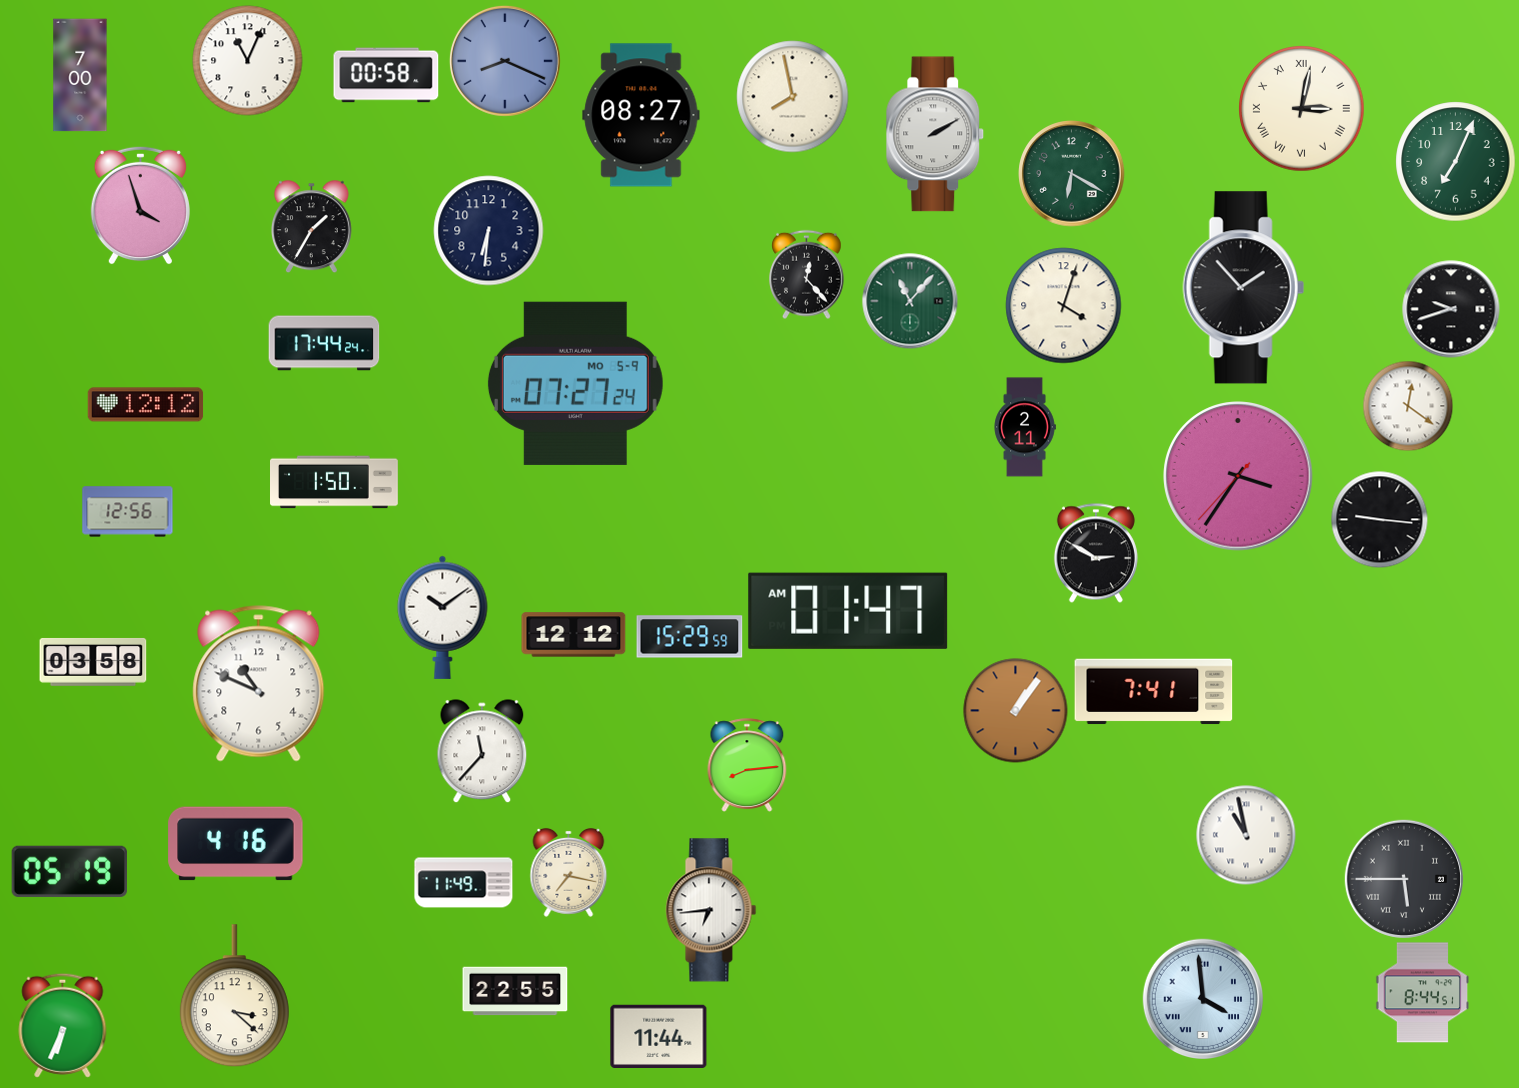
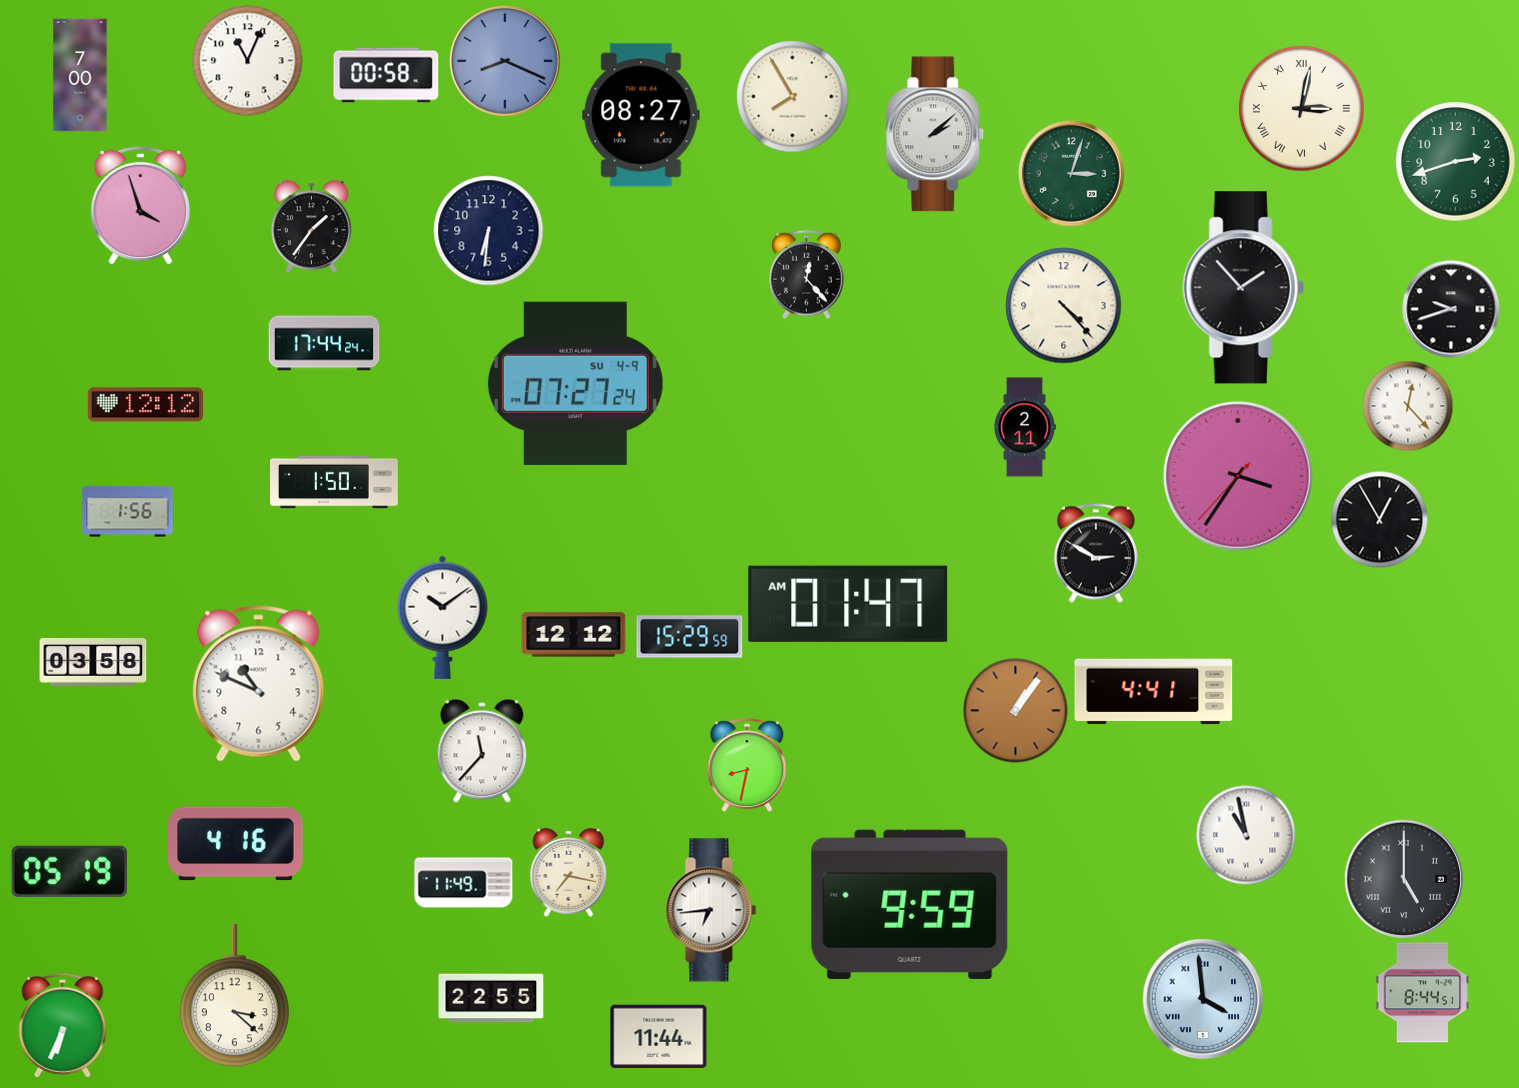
clock at (793, 97): 7:58 -> 7:55
clock at (935, 134): 2:10 -> 2:08
clock at (1456, 162): 7:04 -> 2:42
clock at (1072, 174): 6:20 -> 3:03
clock at (311, 226): 1:35 -> 1:36
clock at (910, 301): 11:07 -> none
clock at (1064, 306): 4:03 -> 4:23
clock at (575, 383) date: MO 5-9 -> SU 4-9
clock at (1408, 406): 12:21 -> 12:23
clock at (128, 512): 12:56 -> 1:56
clock at (1379, 519): 9:16 -> 12:55
clock at (848, 611) position: (848, 611) -> (848, 604)
clock at (1154, 692): 7:41 -> 4:41
clock at (747, 765): 8:14 -> 8:32
clock at (1404, 879): 5:45 -> 5:00
clock at (910, 904): none -> 9:59
clock at (515, 991) position: (515, 991) -> (491, 998)
